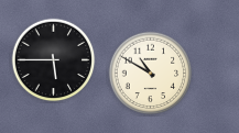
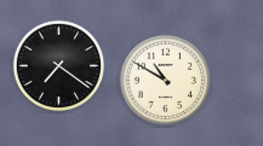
clock at (54, 60): 5:45 -> 7:21
